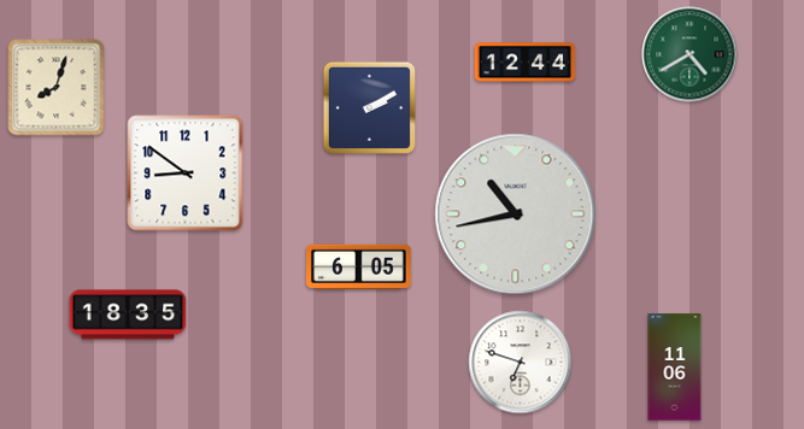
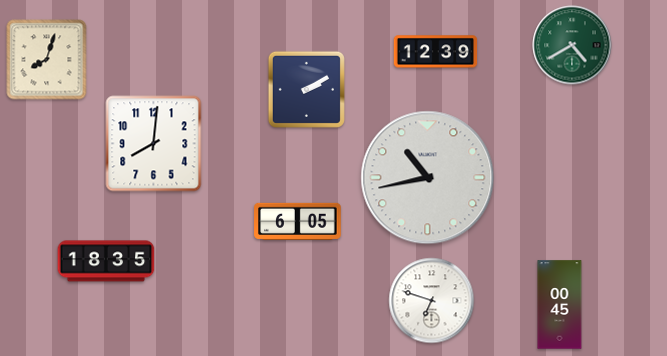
clock at (526, 63): 12:44 -> 12:39
clock at (57, 88) position: (57, 88) -> (47, 60)
clock at (186, 174): 8:51 -> 8:01
clock at (675, 368): 11:06 -> 00:45
